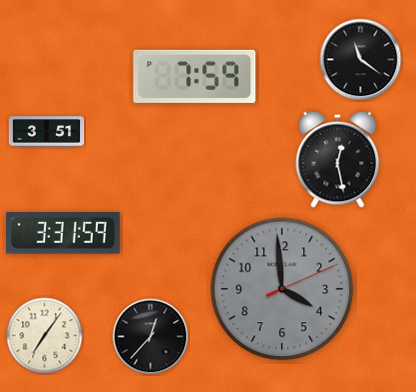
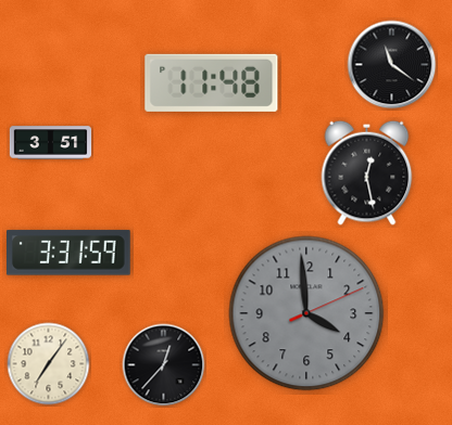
clock at (195, 76): 7:59 -> 11:48
